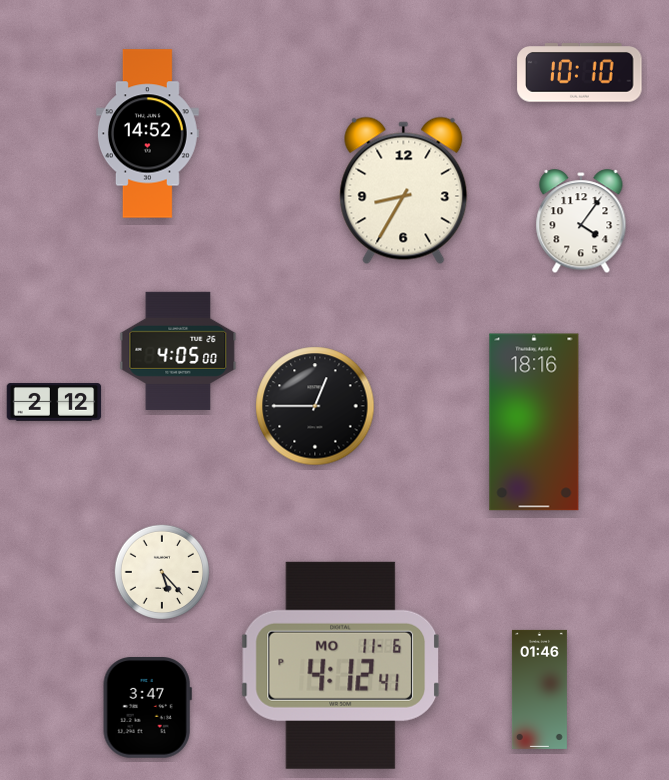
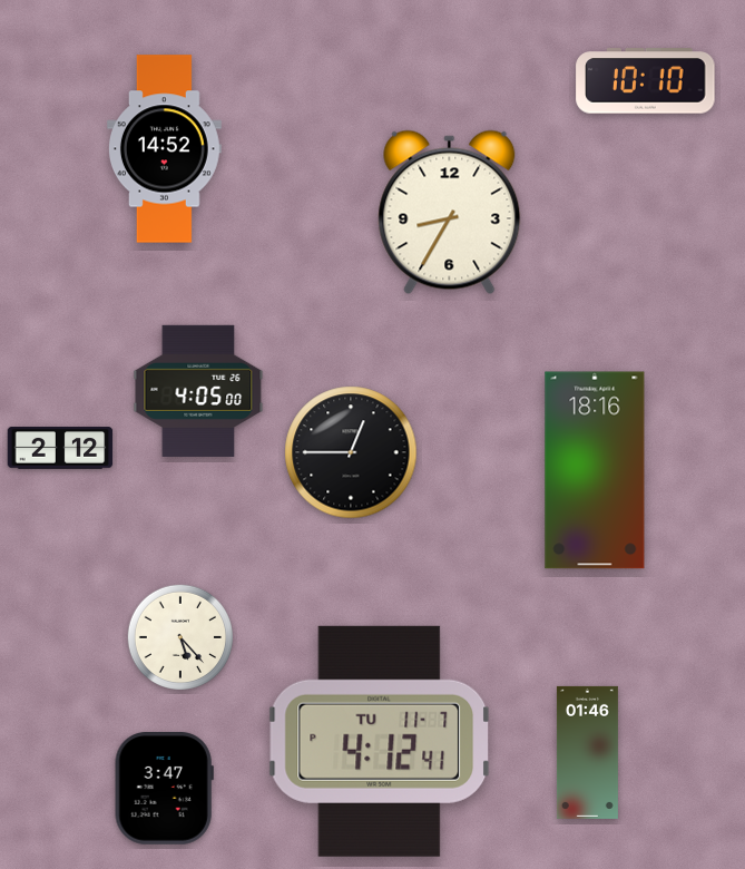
clock at (581, 222): 4:06 -> none
clock at (341, 665) date: MO 11-6 -> TU 11-7
clock at (539, 689) position: (539, 689) -> (587, 752)
